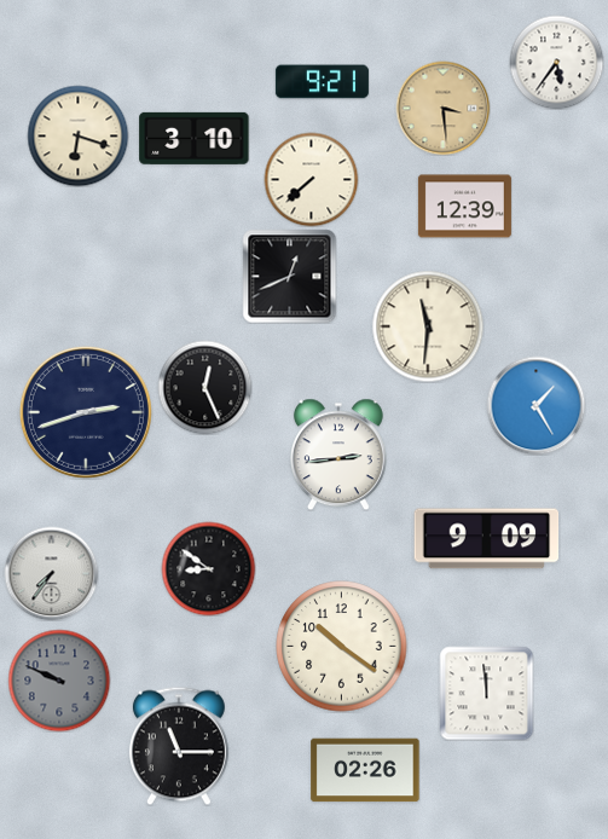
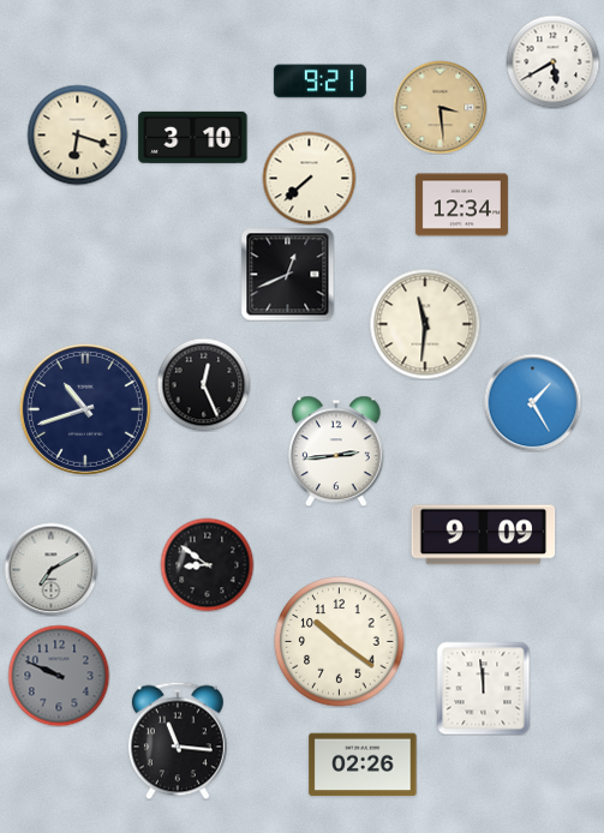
clock at (556, 62): 5:36 -> 5:40
clock at (464, 207): 12:39 -> 12:34
clock at (86, 412): 2:42 -> 10:42
clock at (51, 573): 7:36 -> 7:10
clock at (179, 746): 11:15 -> 11:16
